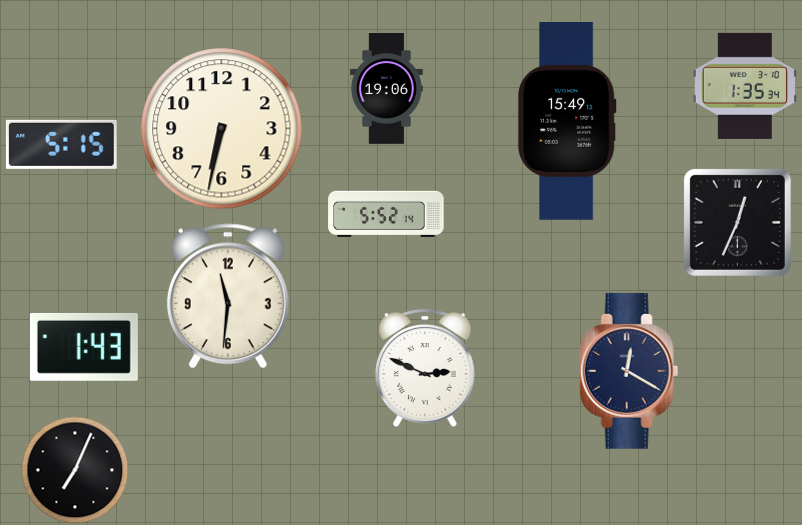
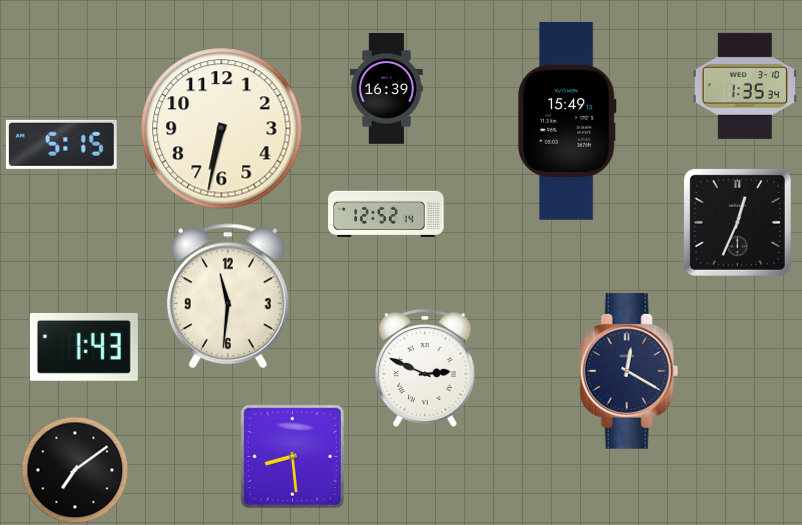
clock at (386, 89): 19:06 -> 16:39
clock at (386, 214): 5:52 -> 12:52
clock at (292, 456): none -> 8:29
clock at (75, 470): 7:04 -> 7:09
